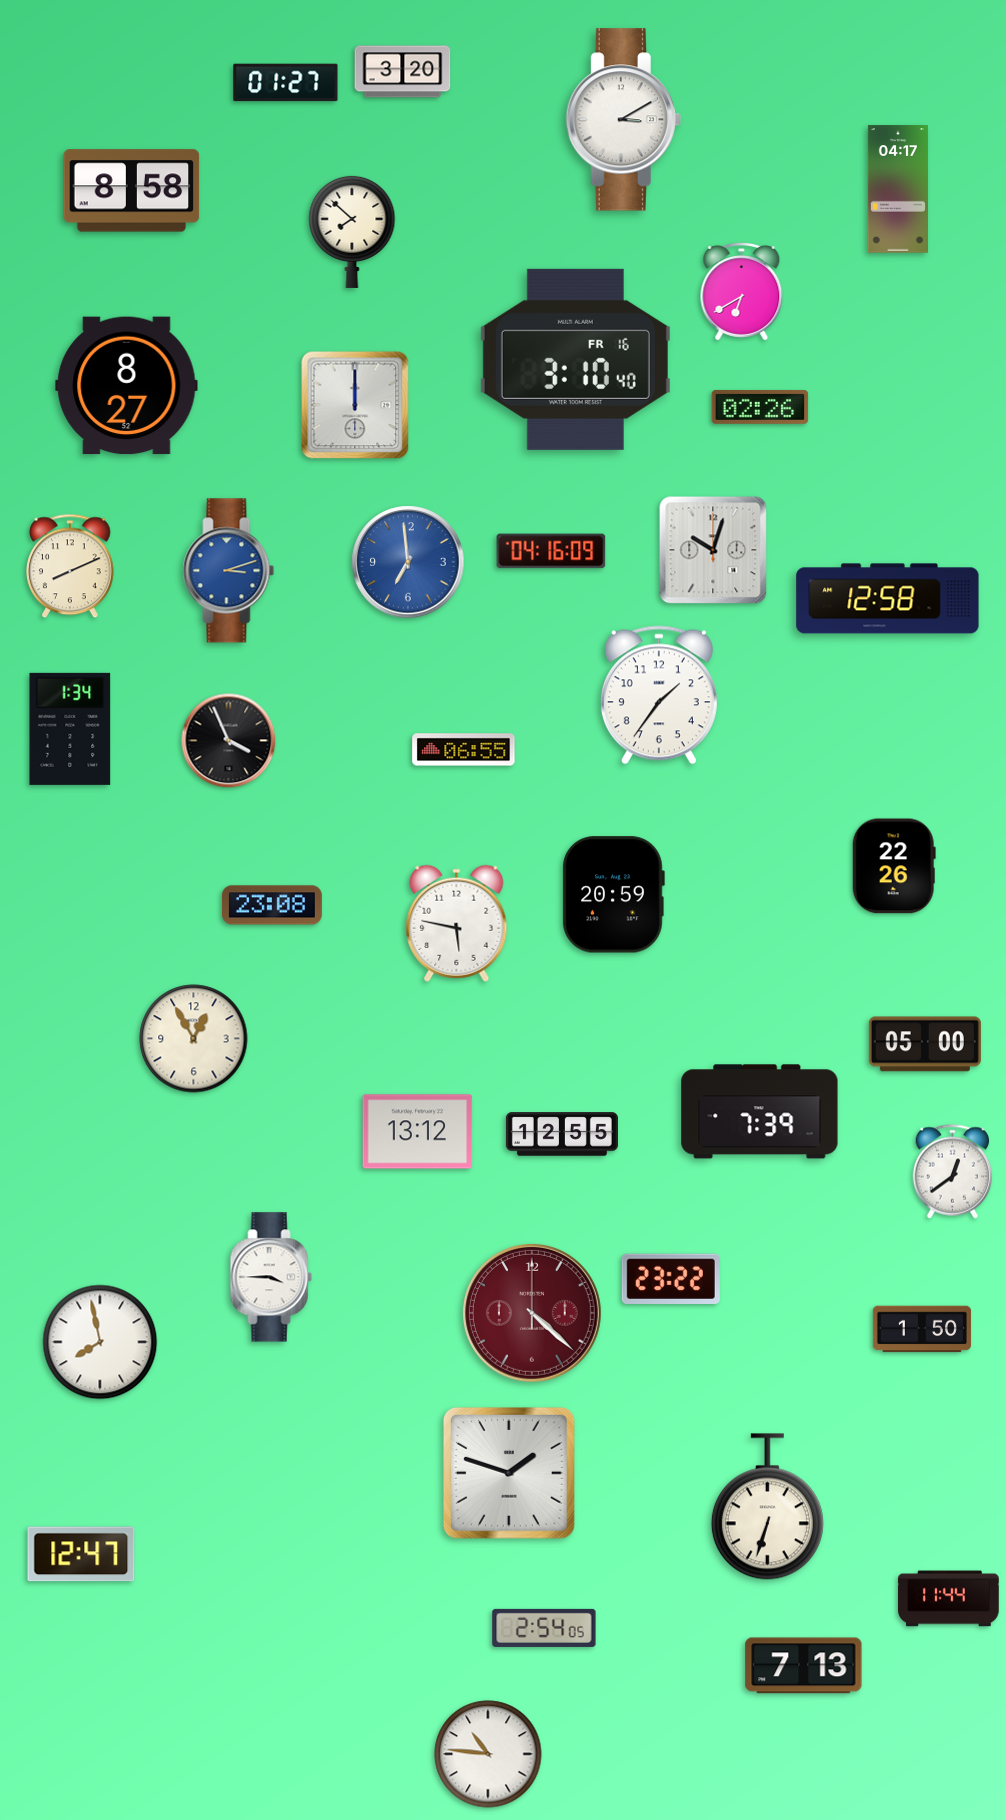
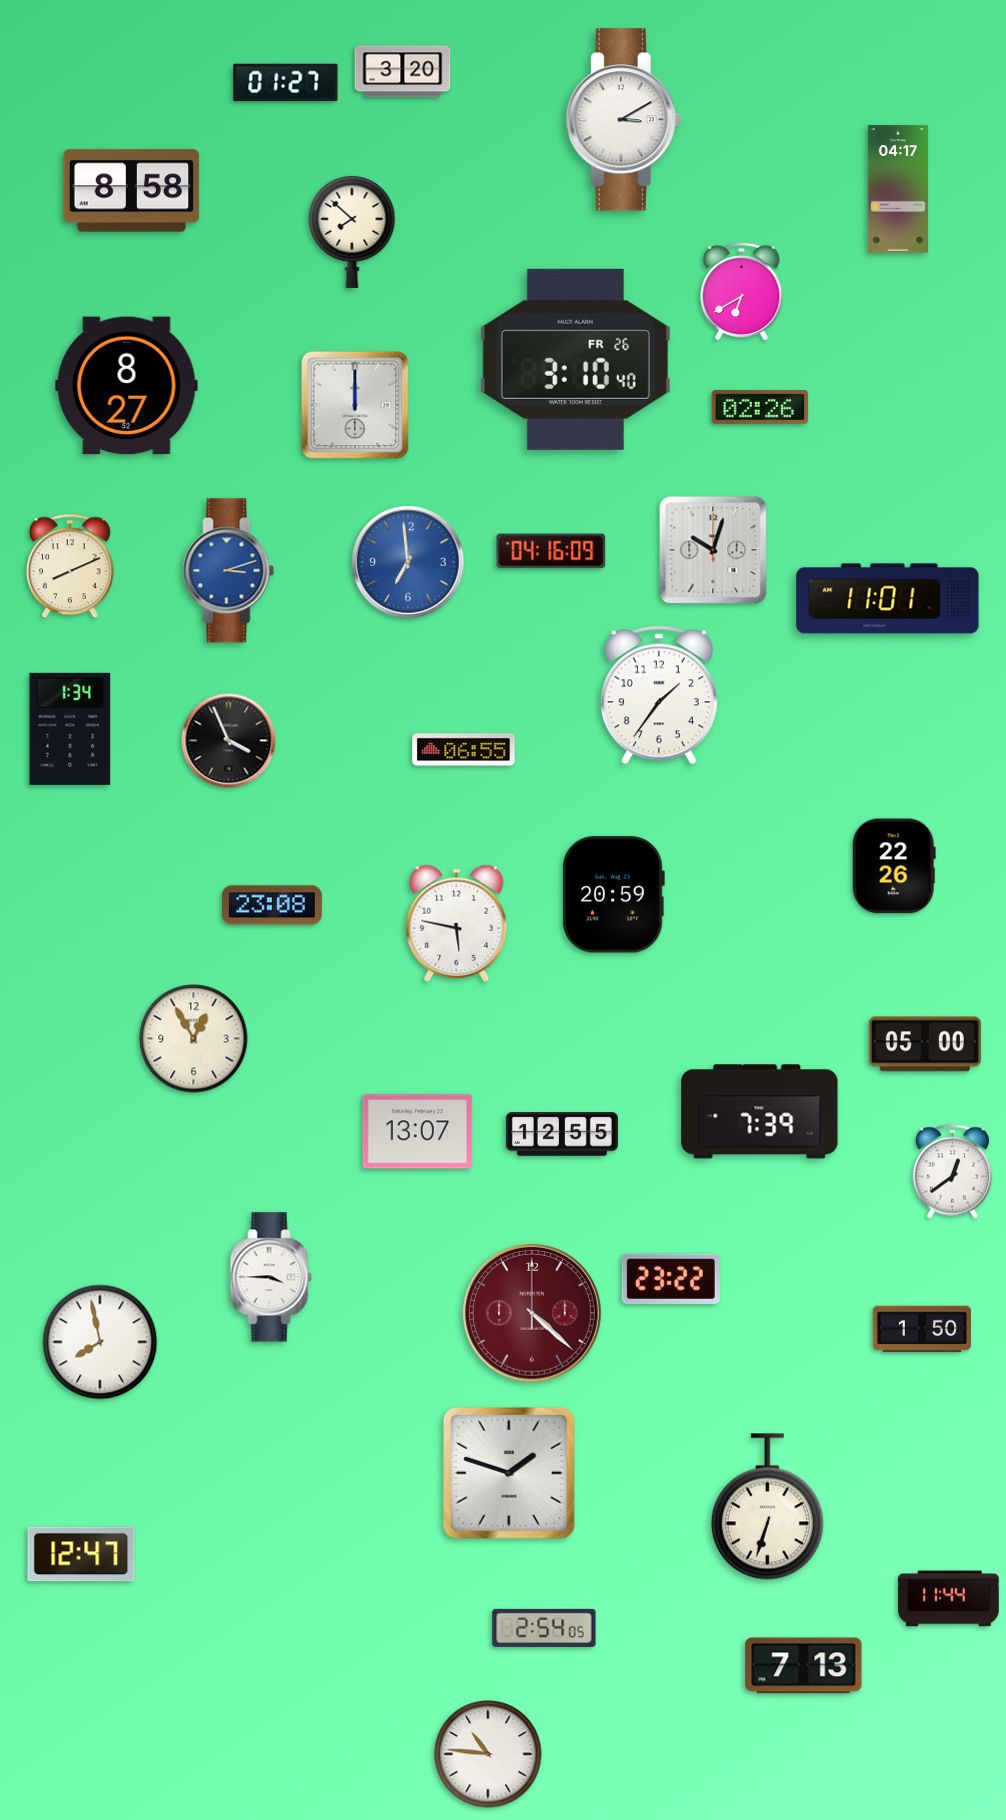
clock at (575, 359) date: FR 16 -> FR 26
clock at (888, 599): 12:58 -> 11:01
clock at (418, 1132): 13:12 -> 13:07
